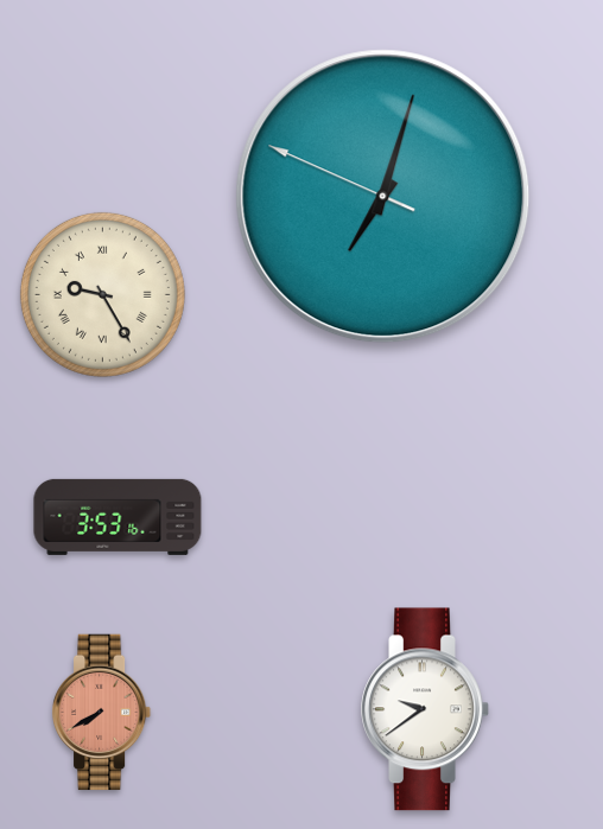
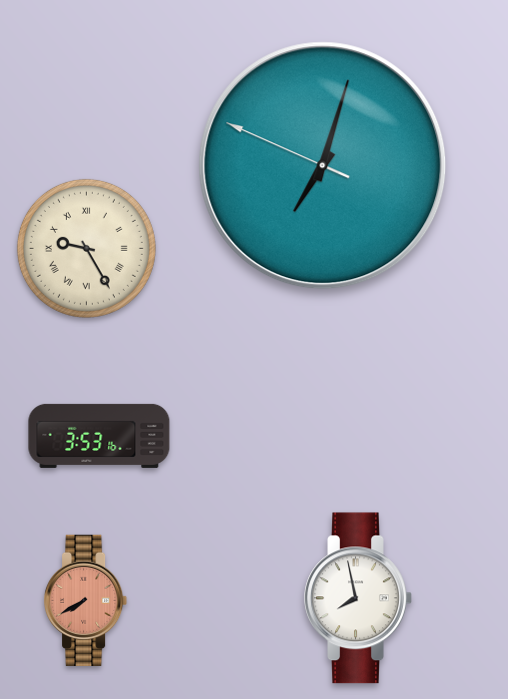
clock at (425, 709): 9:39 -> 7:58
